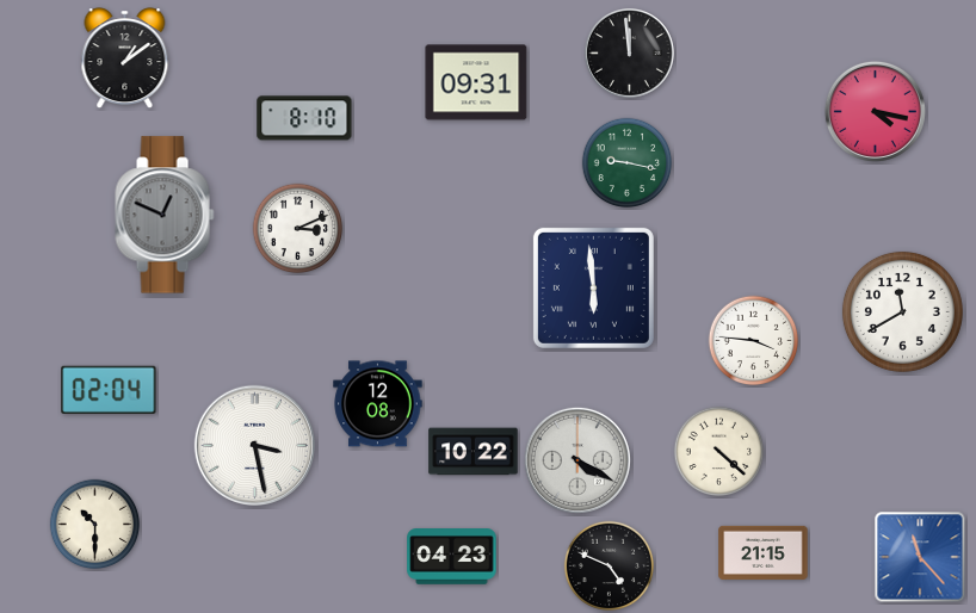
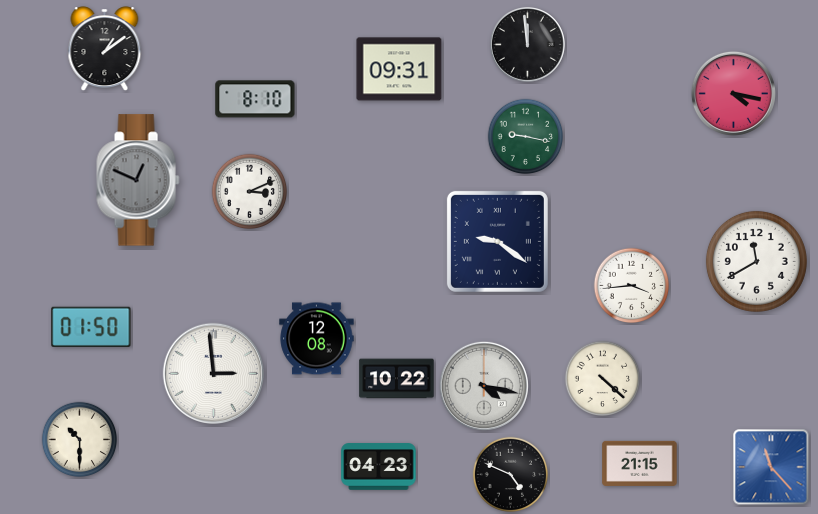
clock at (593, 287): 5:59 -> 9:21
clock at (754, 341): 3:46 -> 3:44
clock at (109, 390): 02:04 -> 01:50
clock at (254, 445): 3:28 -> 2:59
clock at (577, 460): 4:20 -> 4:17
